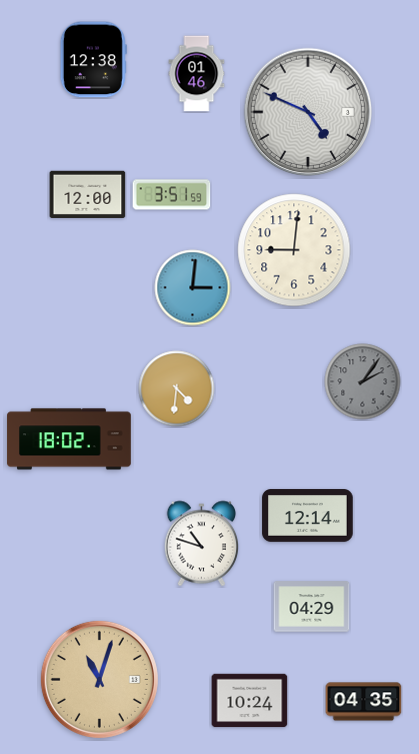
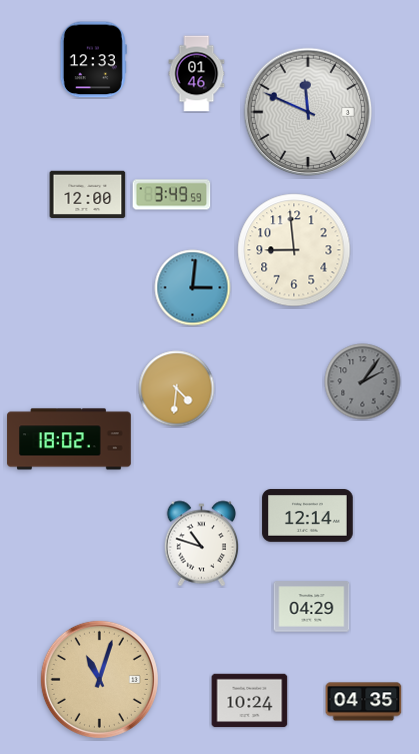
clock at (93, 60): 12:38 -> 12:33
clock at (308, 112): 4:49 -> 11:49
clock at (172, 195): 3:51 -> 3:49
clock at (294, 250): 9:01 -> 8:59
